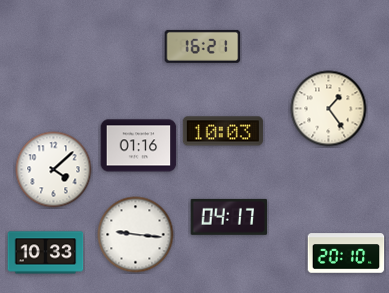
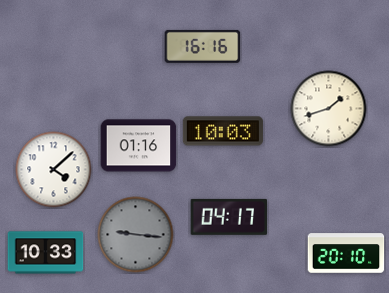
clock at (203, 46): 16:21 -> 16:16
clock at (329, 109): 1:24 -> 1:42
clock at (136, 235) dial: white -> grey
